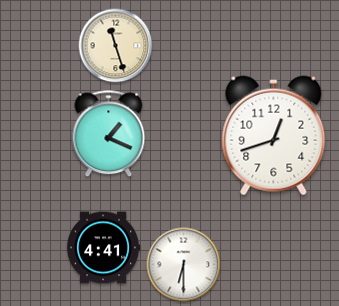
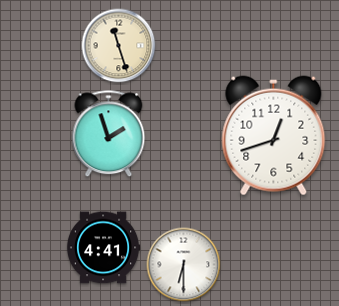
clock at (116, 46) position: (116, 46) -> (119, 46)
clock at (109, 134): 1:19 -> 1:57
